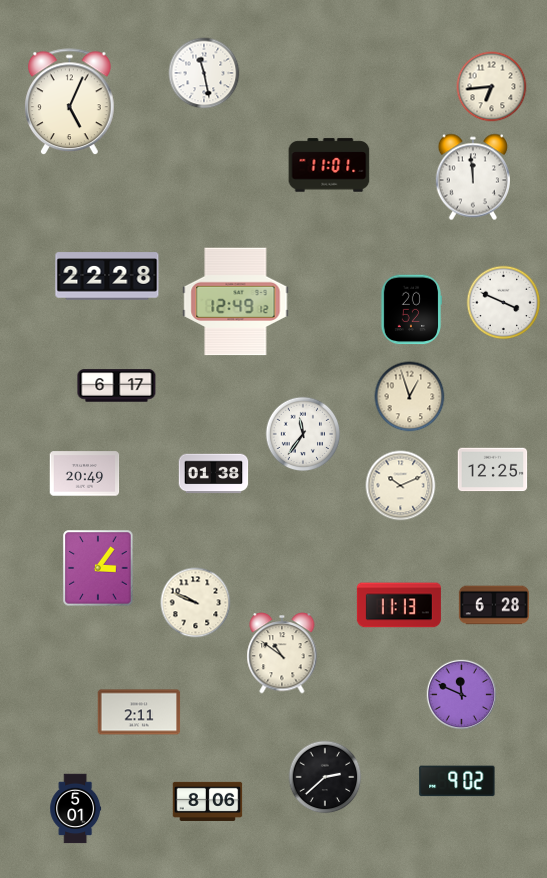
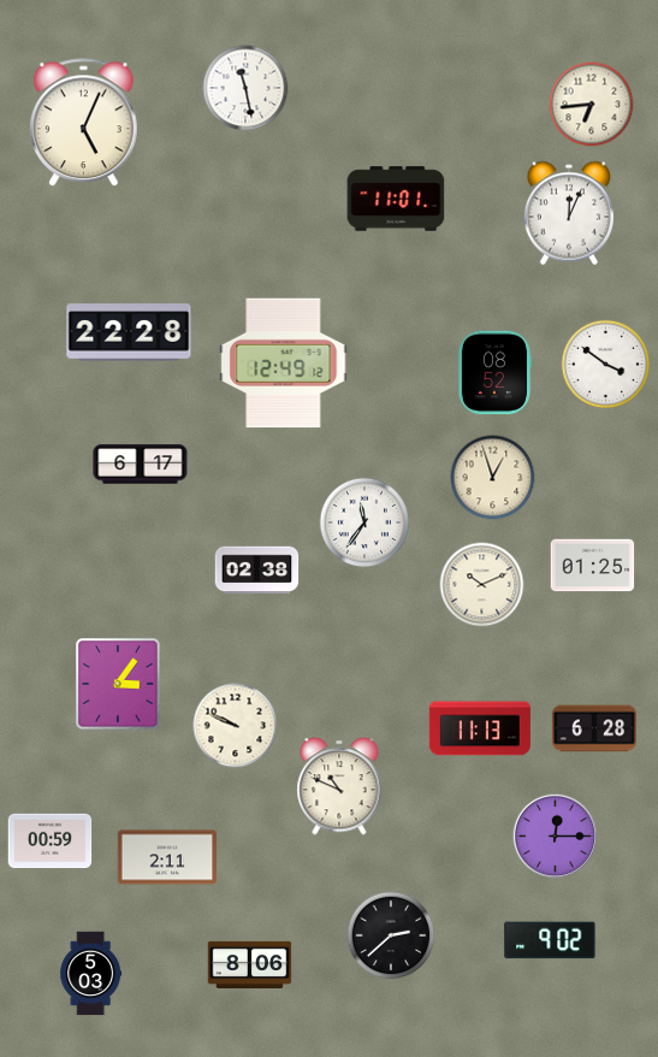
clock at (472, 177): 11:59 -> 12:04
clock at (504, 303): 3:49 -> 3:51
clock at (410, 310): 20:52 -> 08:52
clock at (493, 470): 12:25 -> 01:25
clock at (85, 474): 20:49 -> none
clock at (214, 474): 01:38 -> 02:38
clock at (282, 653): 10:51 -> 10:49
clock at (461, 694): 11:49 -> 12:15
clock at (51, 842): none -> 00:59
clock at (76, 809): 5:01 -> 5:03
